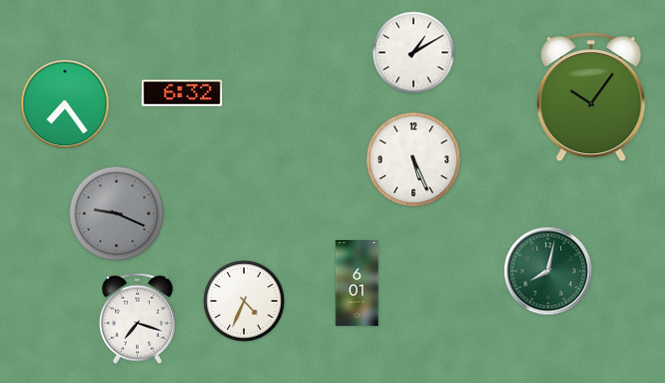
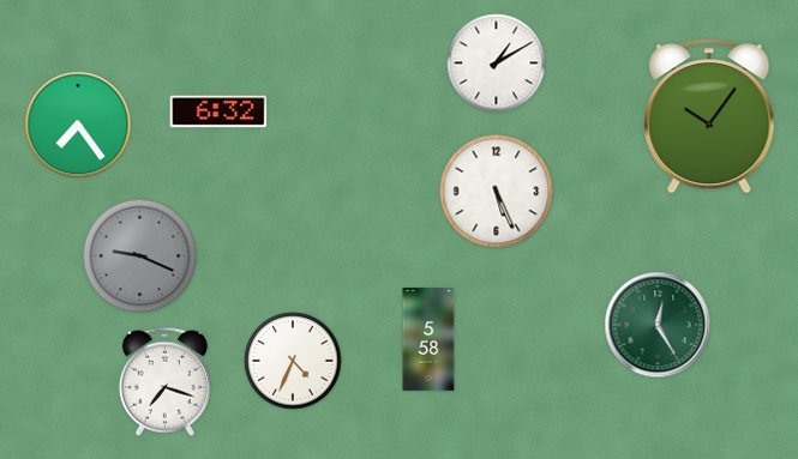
clock at (548, 271): 8:02 -> 12:25
clock at (357, 283): 6:01 -> 5:58
